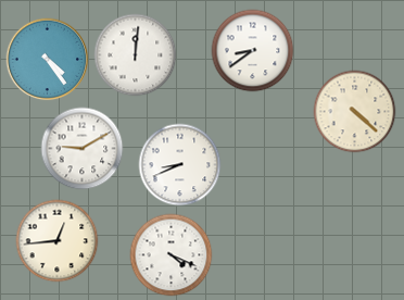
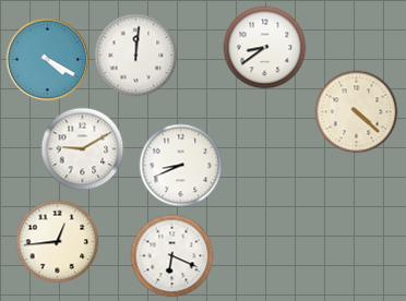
clock at (253, 51) position: (253, 51) -> (265, 48)
clock at (48, 60): 4:24 -> 4:20
clock at (172, 255): 4:19 -> 6:19
